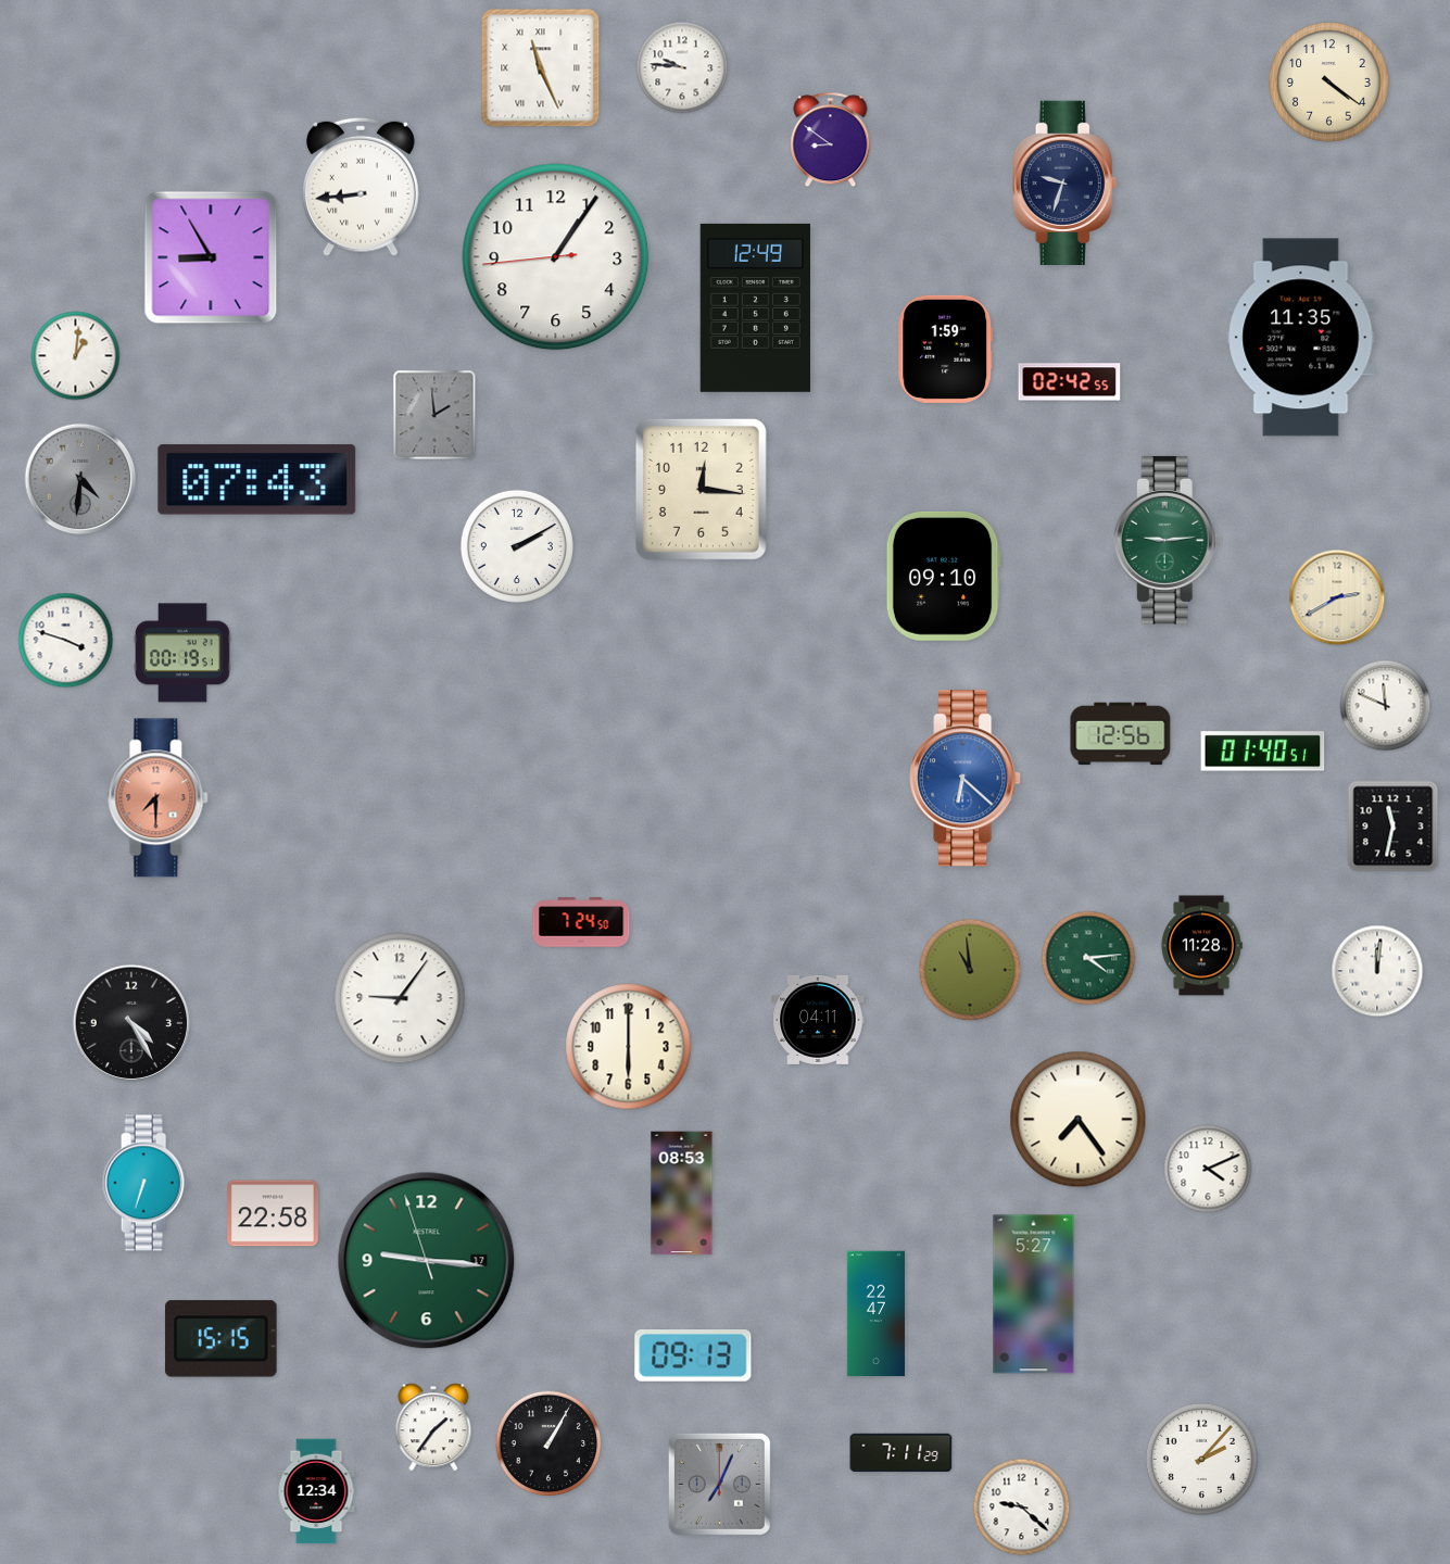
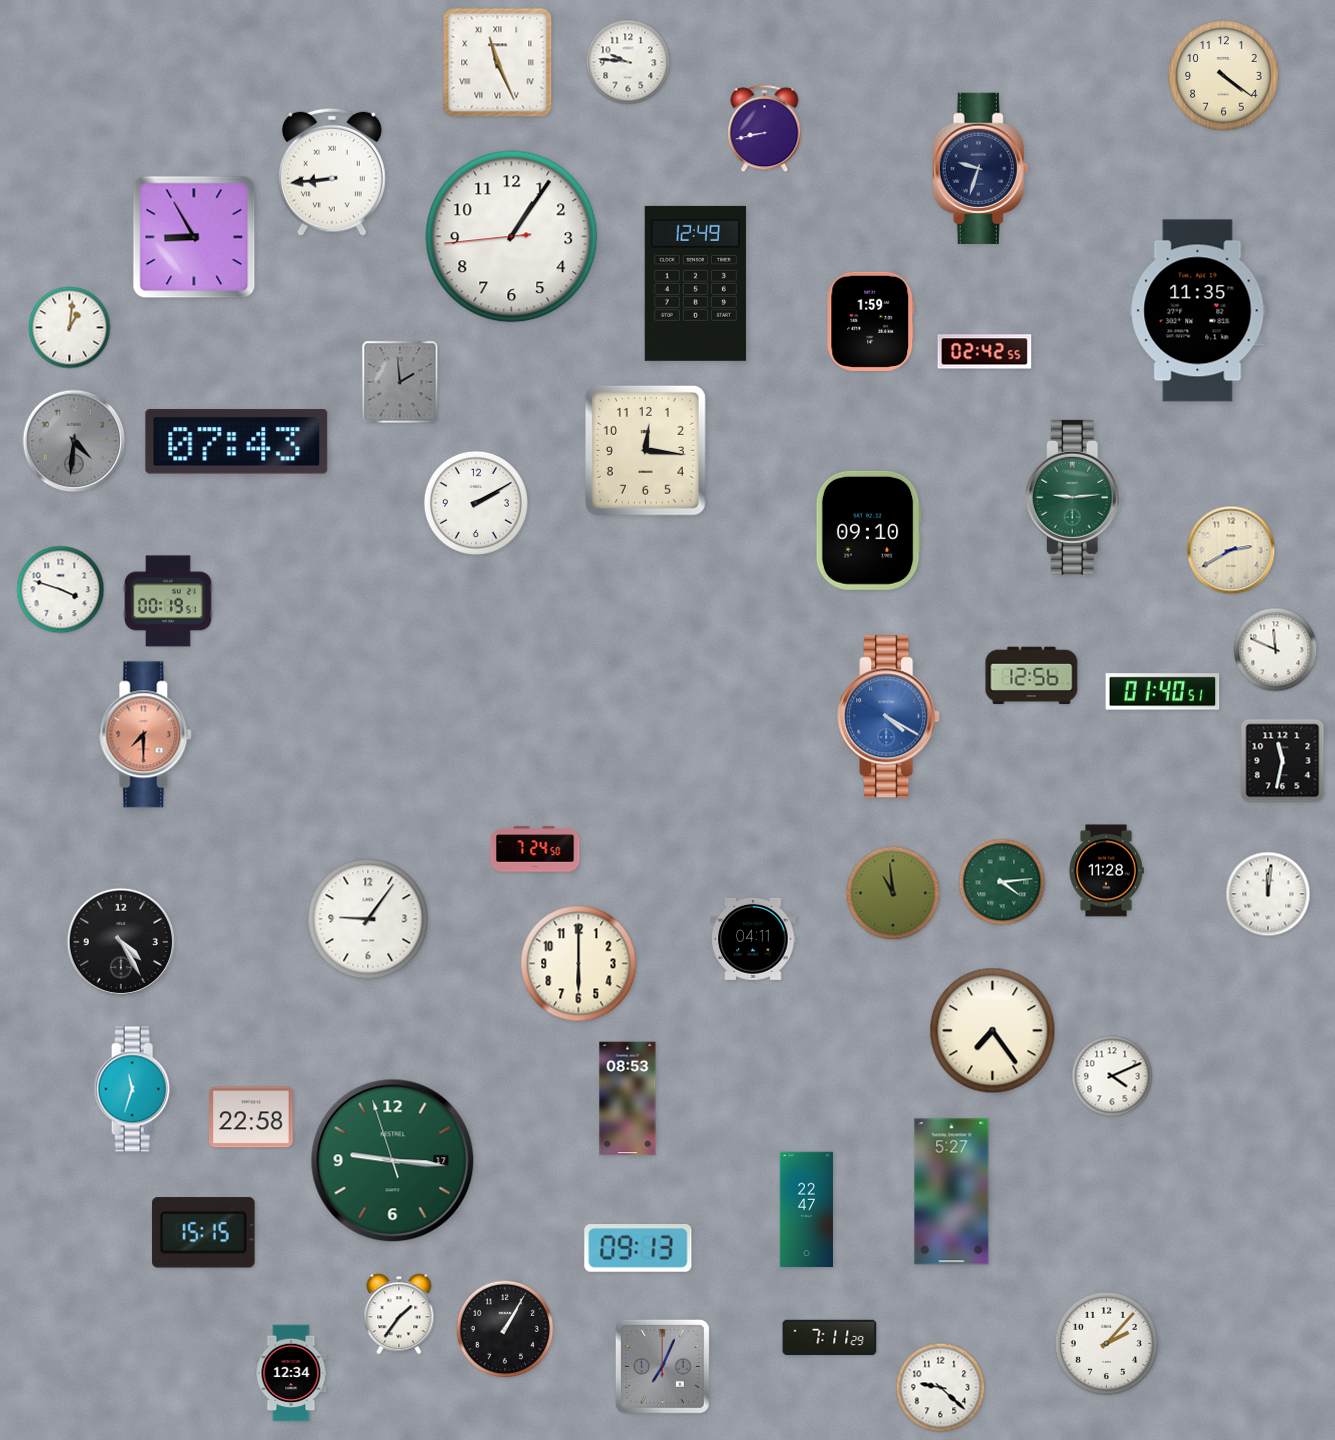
clock at (831, 140): 8:51 -> 8:43
clock at (966, 779): 6:22 -> 4:20
clock at (146, 1183): 6:33 -> 11:33
